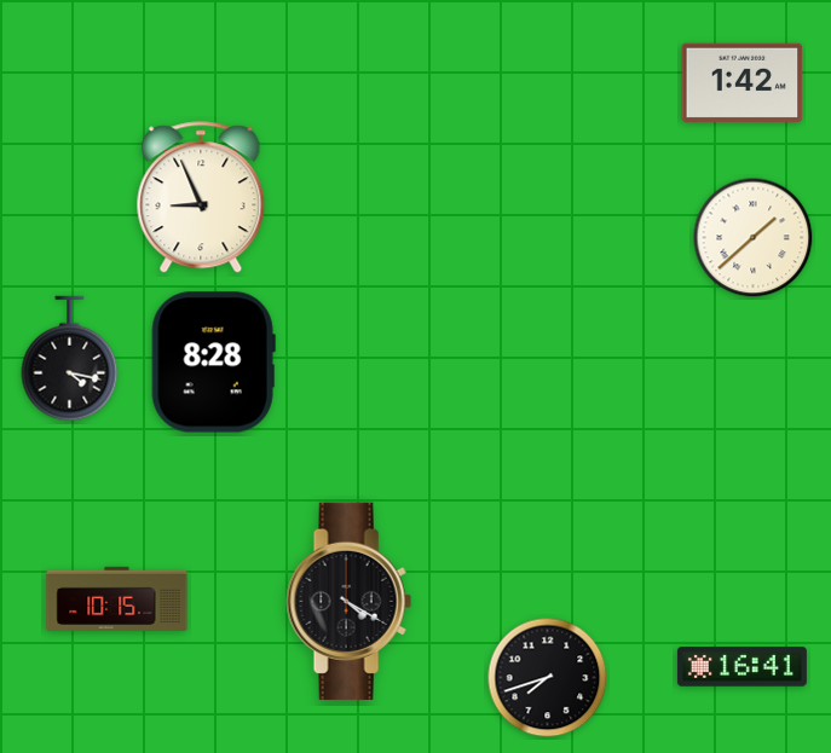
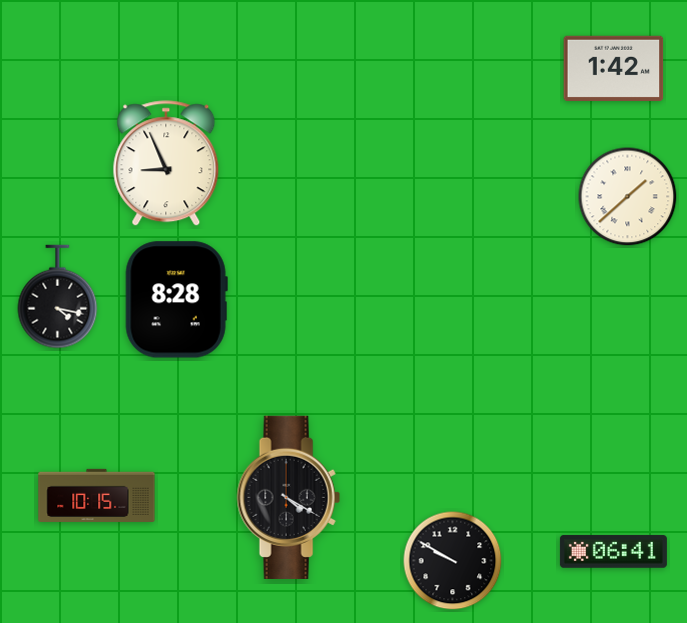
clock at (754, 238) position: (754, 238) -> (628, 197)
clock at (741, 667): 16:41 -> 06:41
clock at (548, 678): 7:42 -> 9:50
